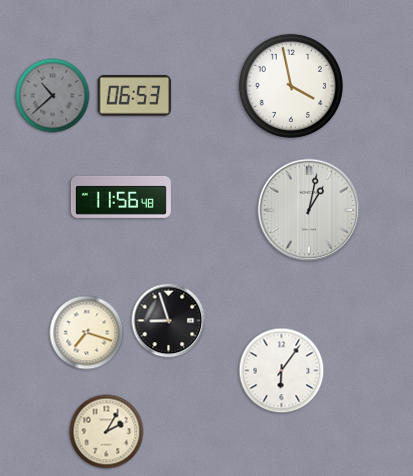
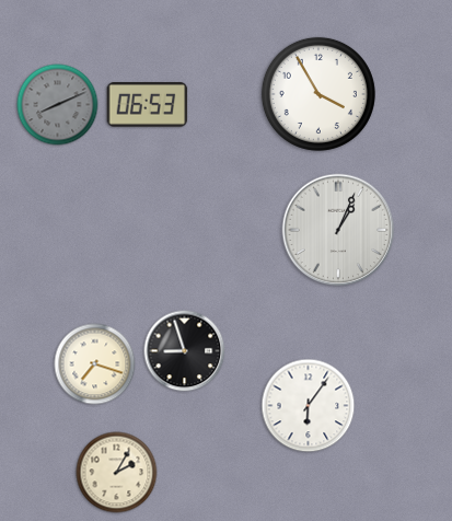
clock at (291, 86): 3:58 -> 3:55
clock at (53, 96): 10:38 -> 8:11
clock at (121, 197): 11:56 -> none
clock at (309, 210): 1:02 -> 1:04
